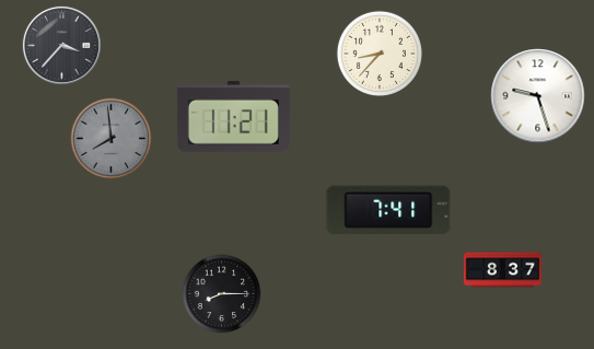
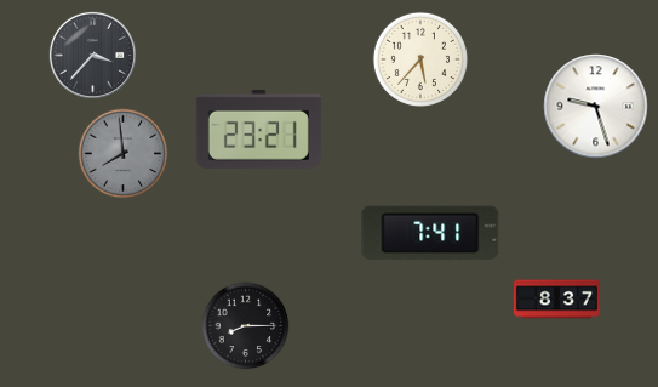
clock at (61, 45) position: (61, 45) -> (92, 55)
clock at (380, 54): 8:37 -> 5:37
clock at (233, 116): 11:21 -> 23:21
